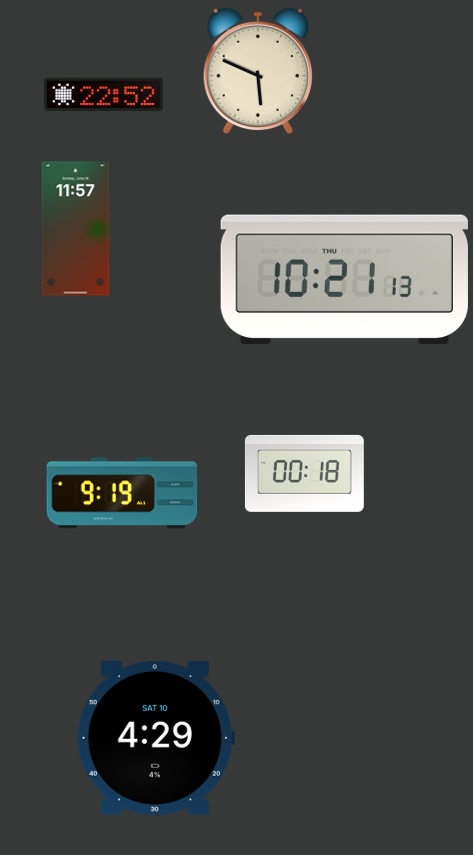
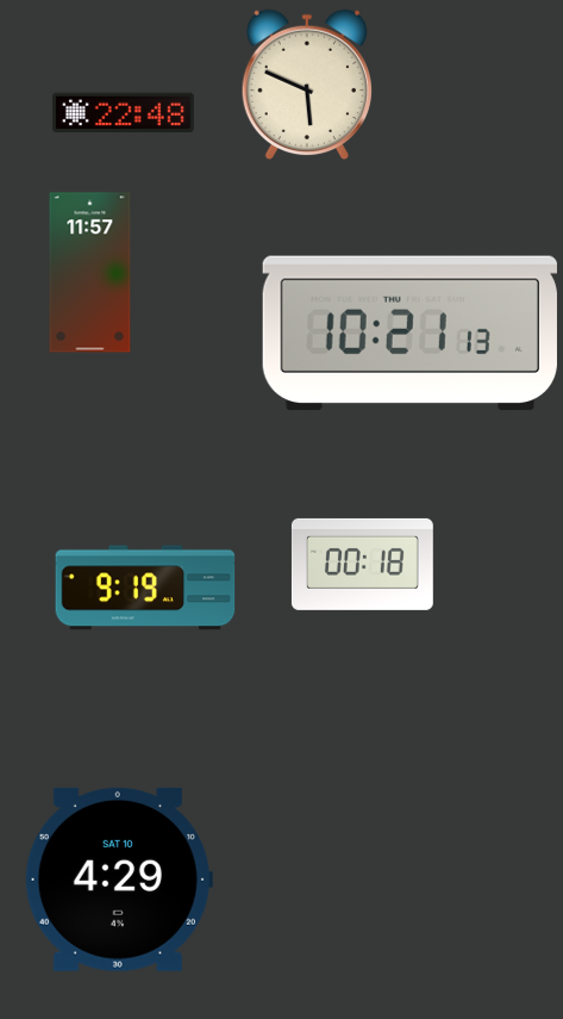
clock at (103, 95): 22:52 -> 22:48
clock at (156, 738) position: (156, 738) -> (119, 880)
